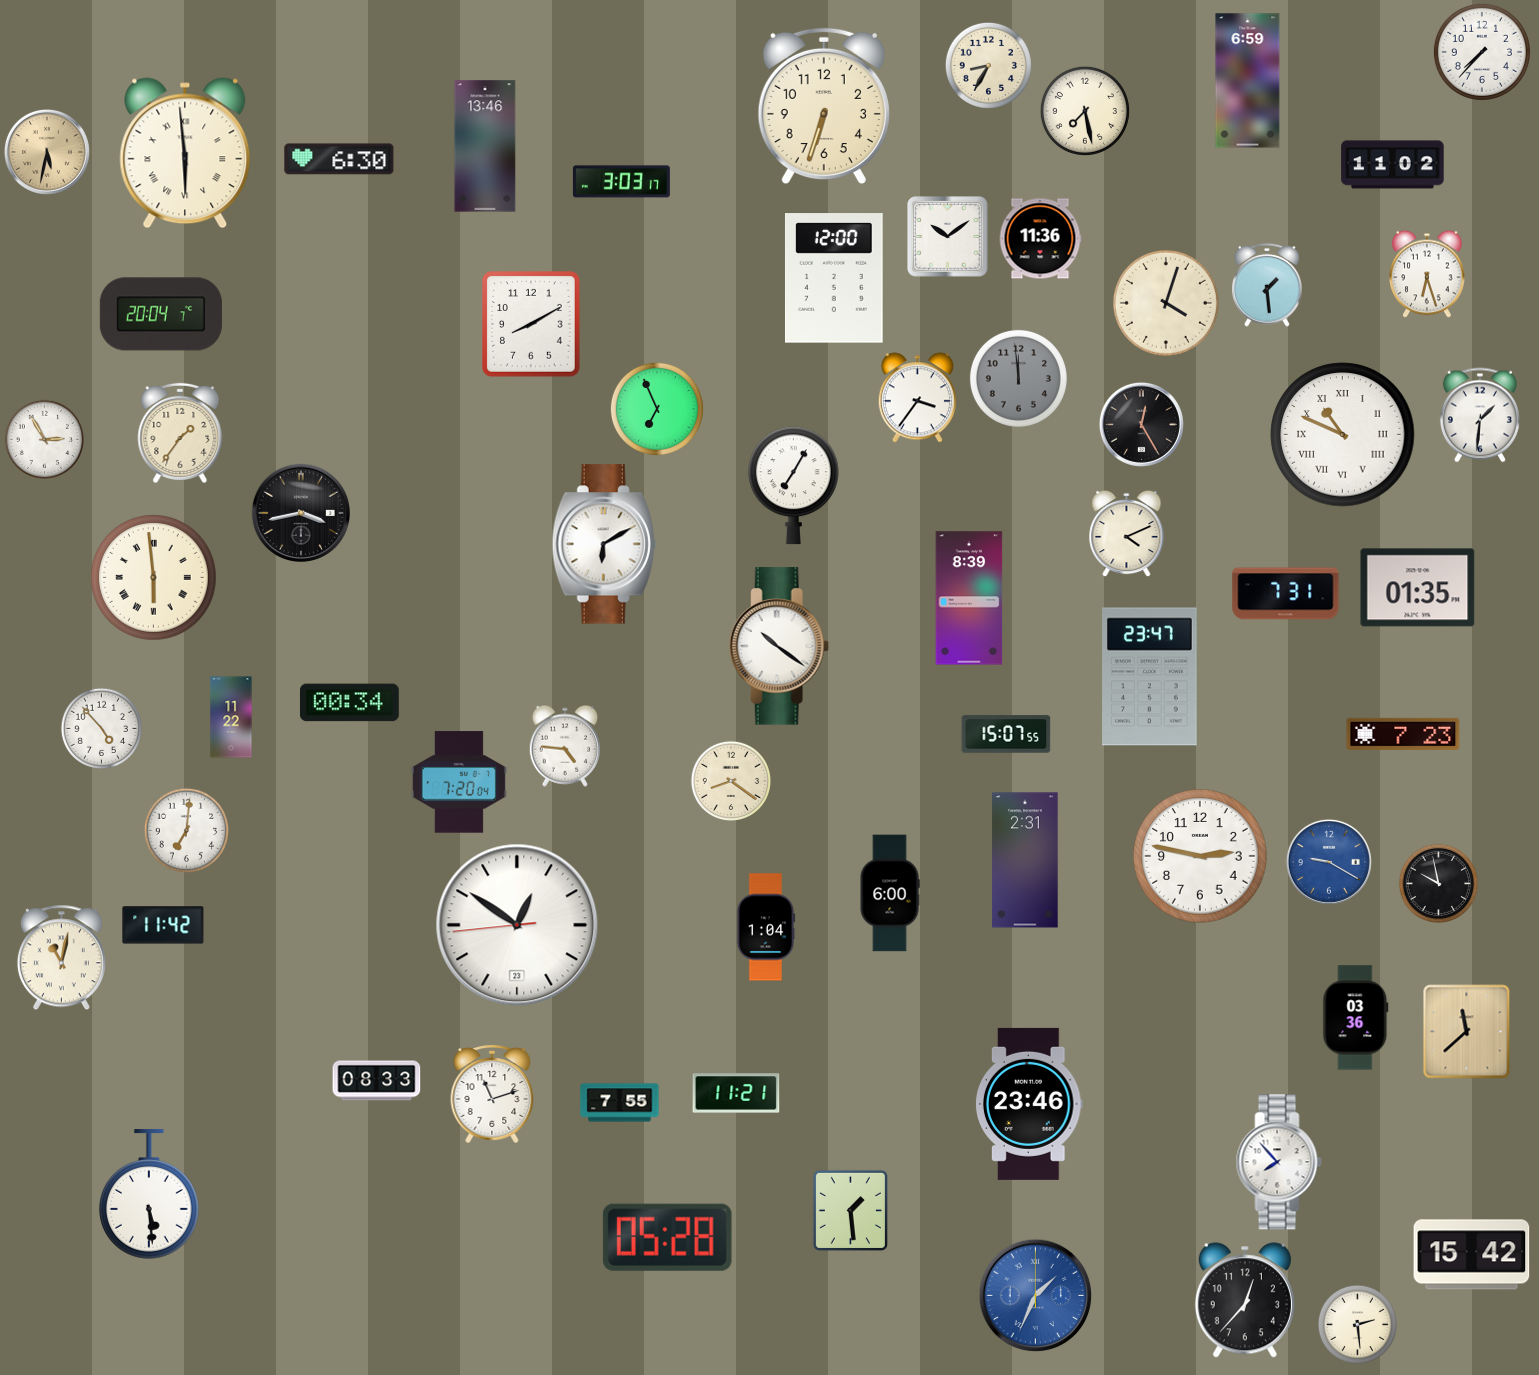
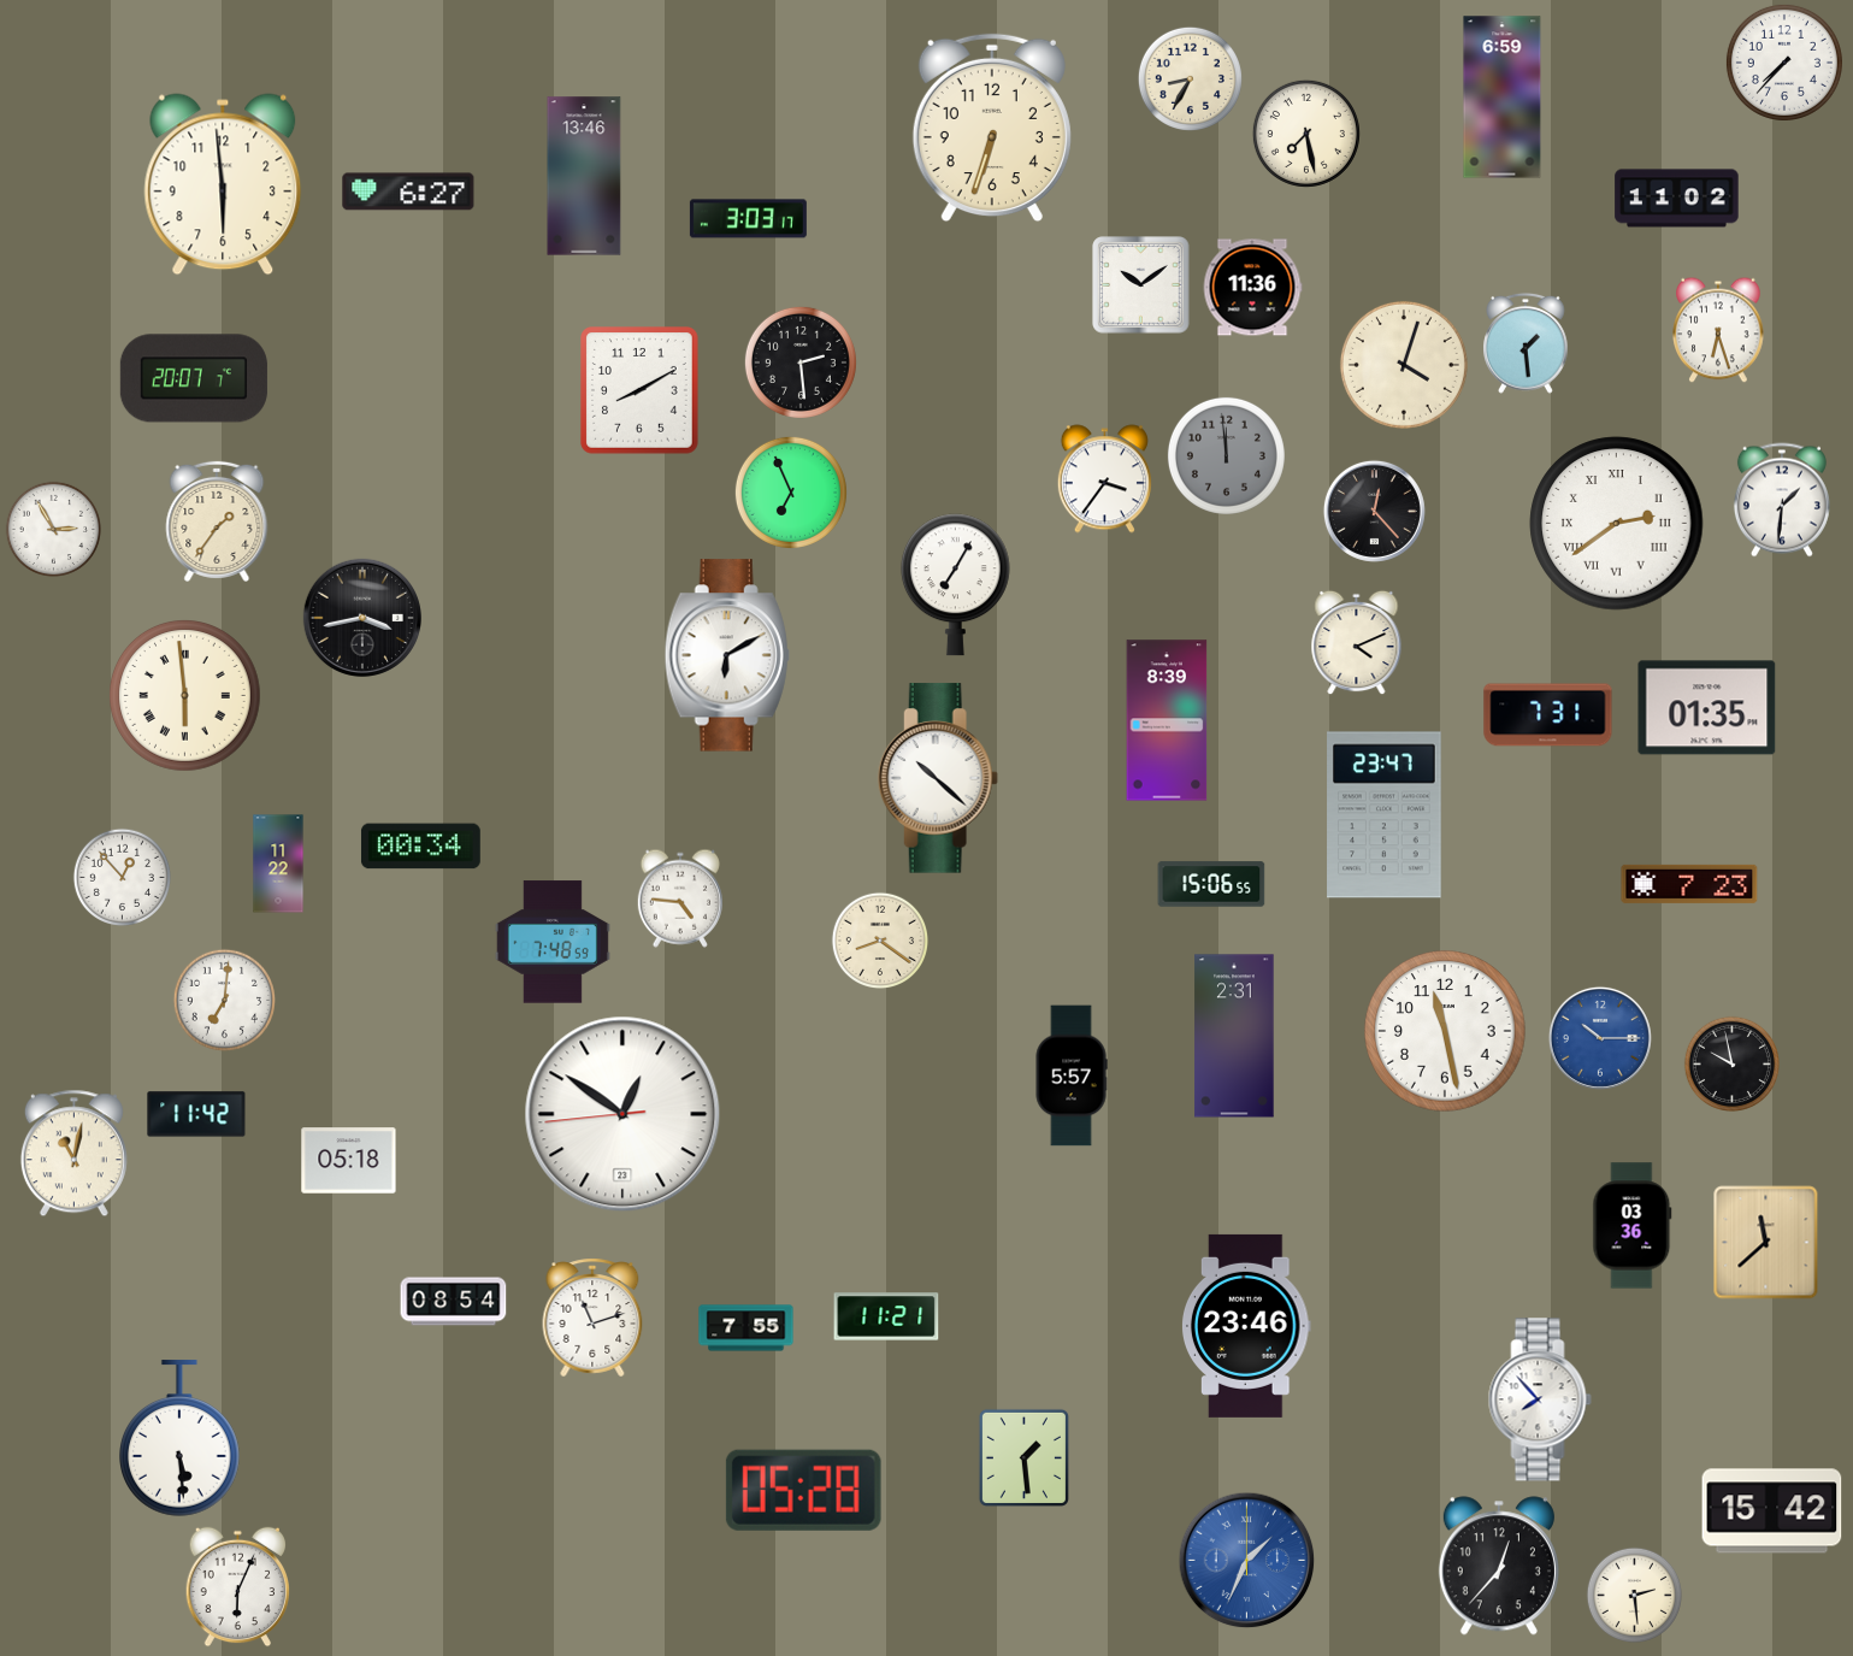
clock at (47, 152): 5:32 -> none
clock at (185, 153) numerals: Roman -> Arabic
clock at (339, 159): 6:30 -> 6:27
clock at (834, 278): 12:00 -> none
clock at (801, 363): none -> 2:29
clock at (161, 314): 20:04 -> 20:07
clock at (1141, 424): 12:25 -> 12:23
clock at (1343, 435): 10:49 -> 2:39
clock at (779, 646): 10:21 -> 10:22
clock at (101, 728): 4:53 -> 12:53
clock at (1006, 734): 15:07 -> 15:06
clock at (459, 782): 7:20 -> 7:48
clock at (1200, 856): 2:47 -> 11:28
clock at (1329, 862): 9:20 -> 10:15
clock at (890, 893): 6:00 -> 5:57
clock at (766, 927): 1:04 -> none
clock at (349, 1161): none -> 05:18
clock at (377, 1081): 08:33 -> 08:54
clock at (1030, 1104) position: (1030, 1104) -> (1247, 1326)
clock at (237, 1587): none -> 6:04
